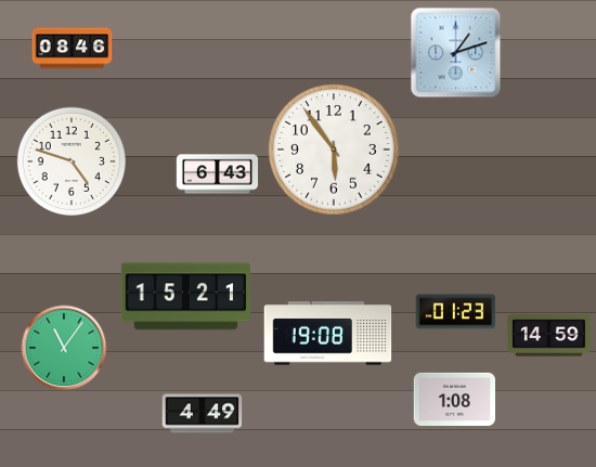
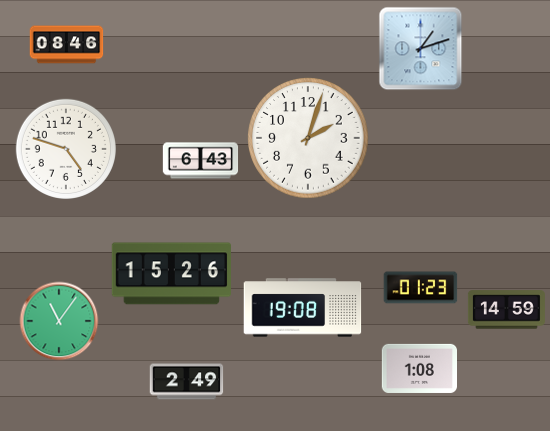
clock at (334, 150): 5:54 -> 2:03
clock at (185, 297): 15:21 -> 15:26
clock at (203, 414): 4:49 -> 2:49
